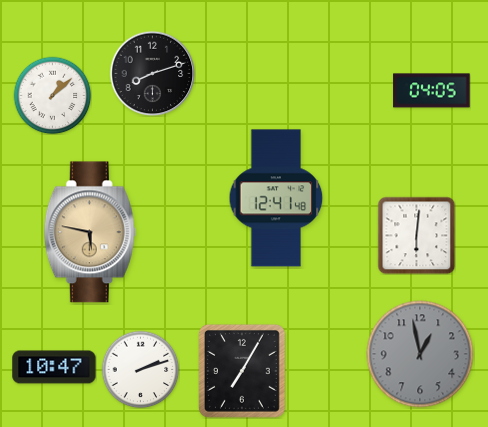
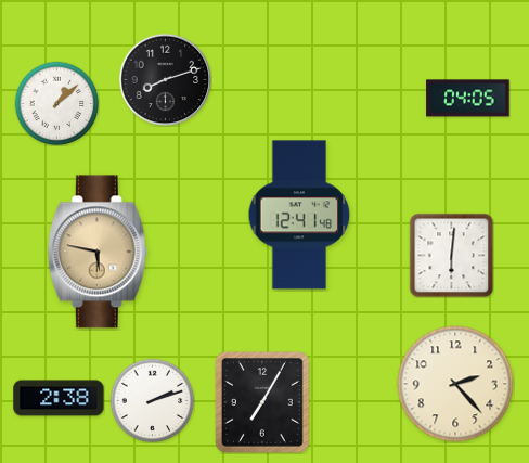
clock at (420, 354): 12:58 -> 2:23
clock at (420, 354) dial: grey -> cream
clock at (54, 367): 10:47 -> 2:38
